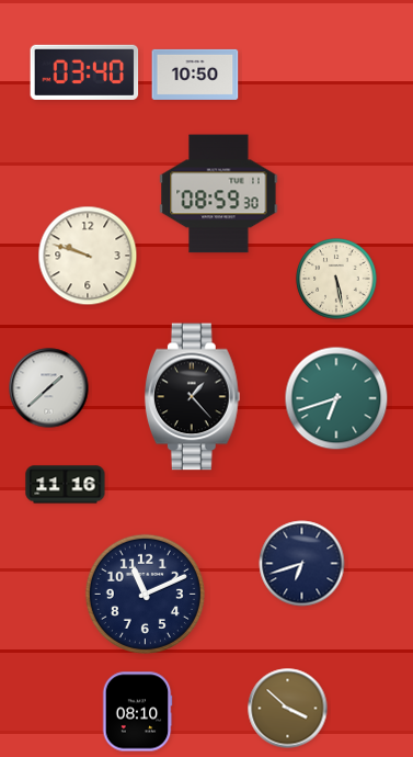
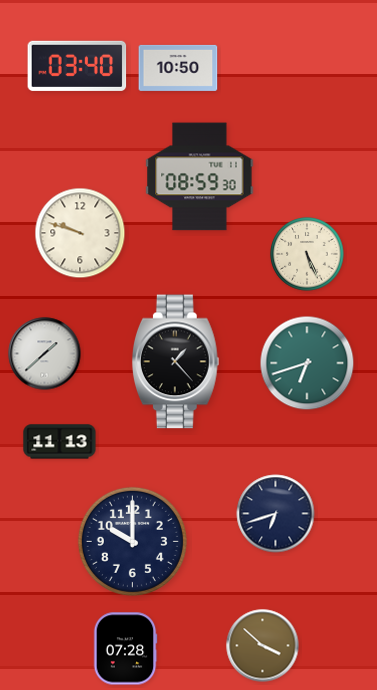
clock at (336, 279): 5:28 -> 5:26
clock at (66, 485): 11:16 -> 11:13
clock at (145, 594): 11:11 -> 10:00
clock at (137, 712): 08:10 -> 07:28
